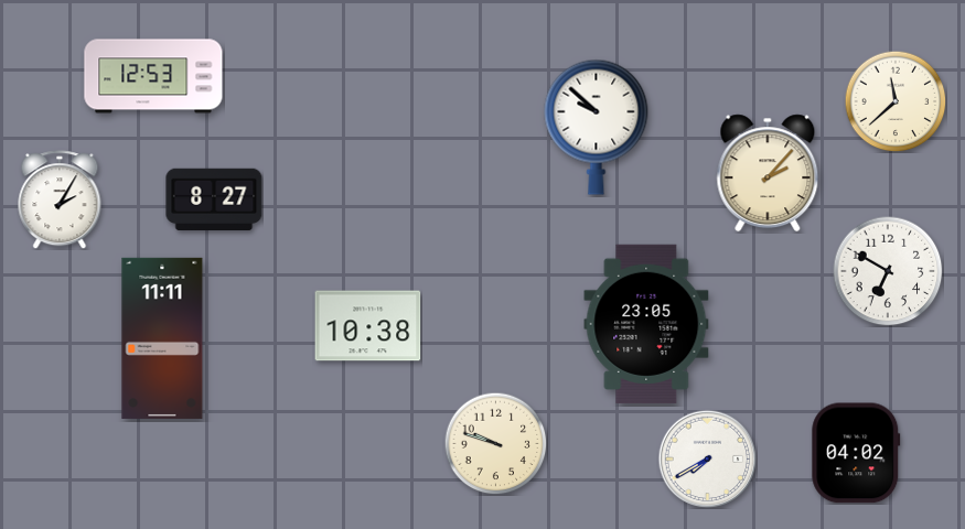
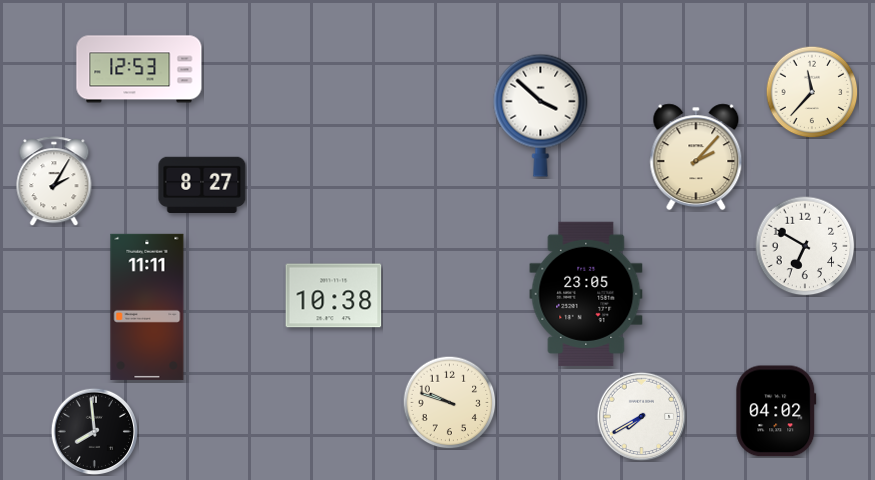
clock at (896, 101): 11:38 -> 11:37
clock at (597, 127): 9:52 -> 3:52
clock at (214, 198) position: (214, 198) -> (202, 184)
clock at (94, 431): none -> 7:59
